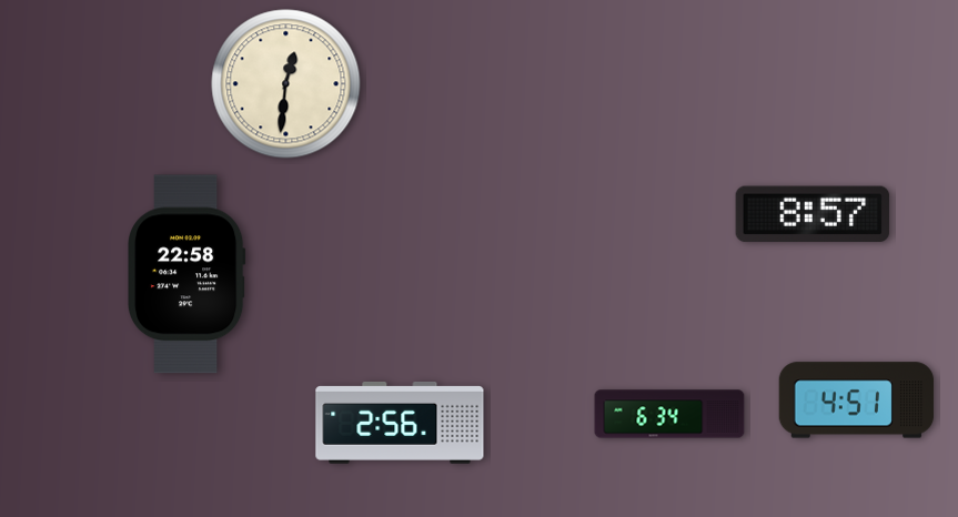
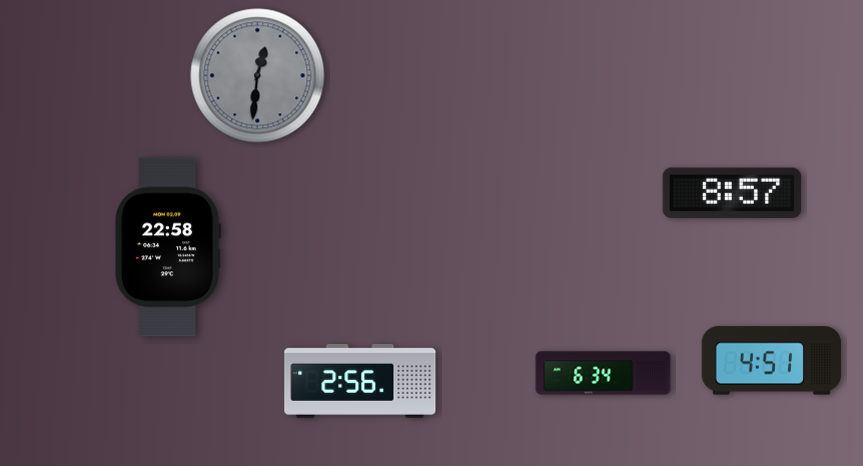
clock at (286, 84) dial: cream -> grey
